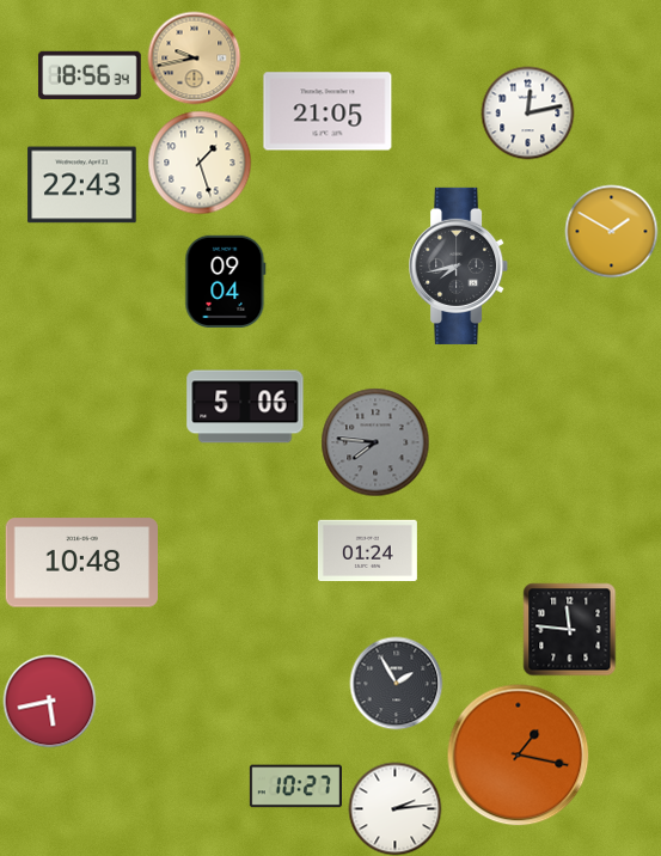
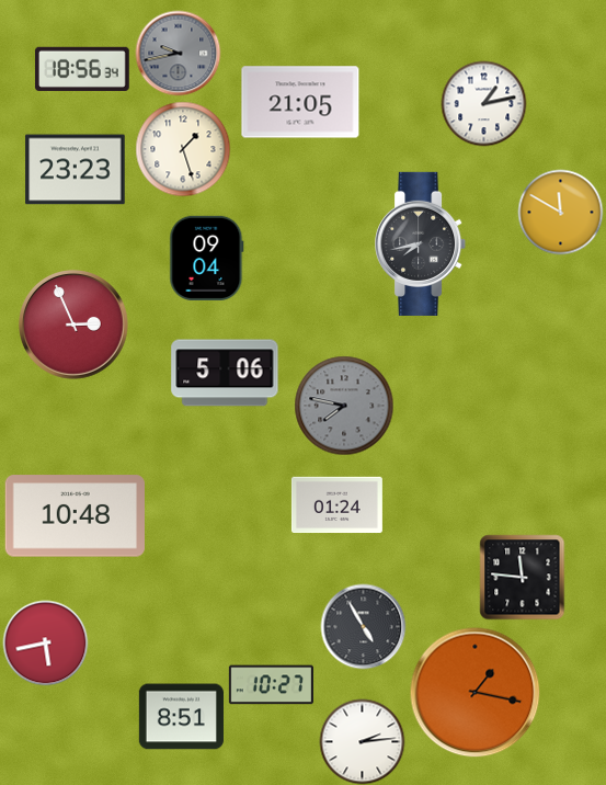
clock at (194, 57) dial: champagne -> grey
clock at (527, 112): 12:13 -> 1:13
clock at (82, 185): 22:43 -> 23:23
clock at (611, 231): 1:50 -> 11:50
clock at (73, 326): none -> 2:56
clock at (375, 442): 7:46 -> 7:47
clock at (396, 683): 1:55 -> 4:55
clock at (181, 717): none -> 8:51
clock at (295, 787) position: (295, 787) -> (271, 685)
